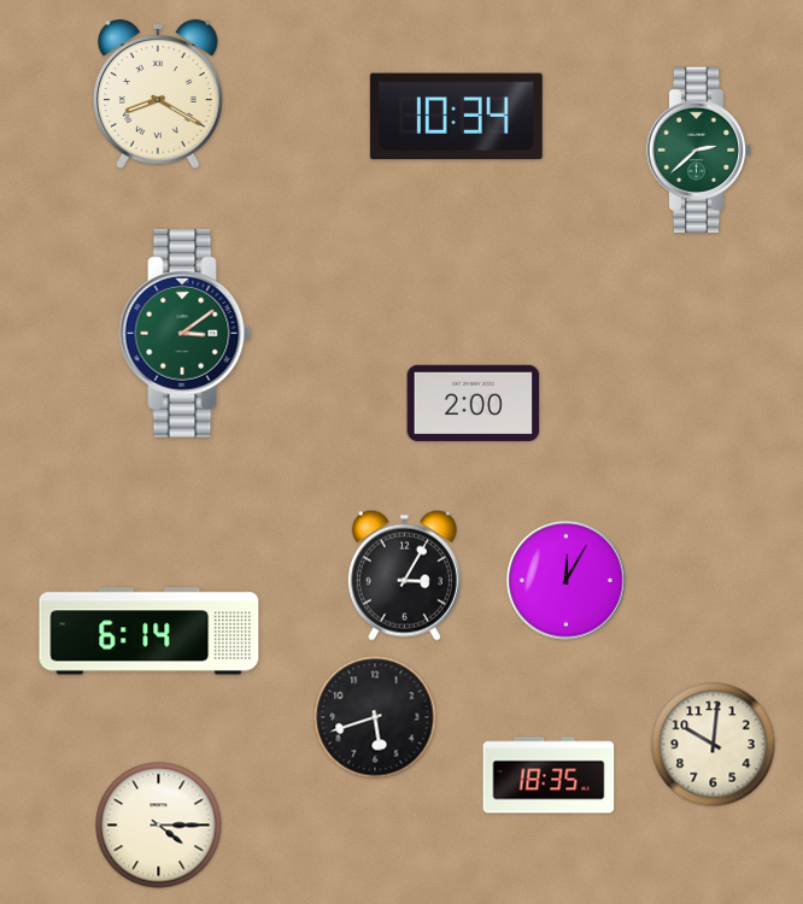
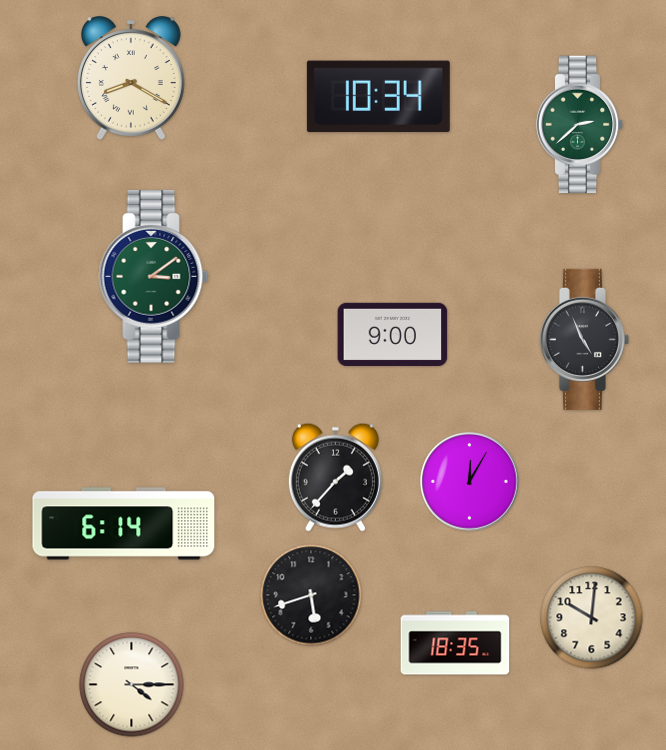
clock at (474, 403): 2:00 -> 9:00
clock at (584, 339): none -> 4:56
clock at (404, 575): 3:05 -> 1:37
